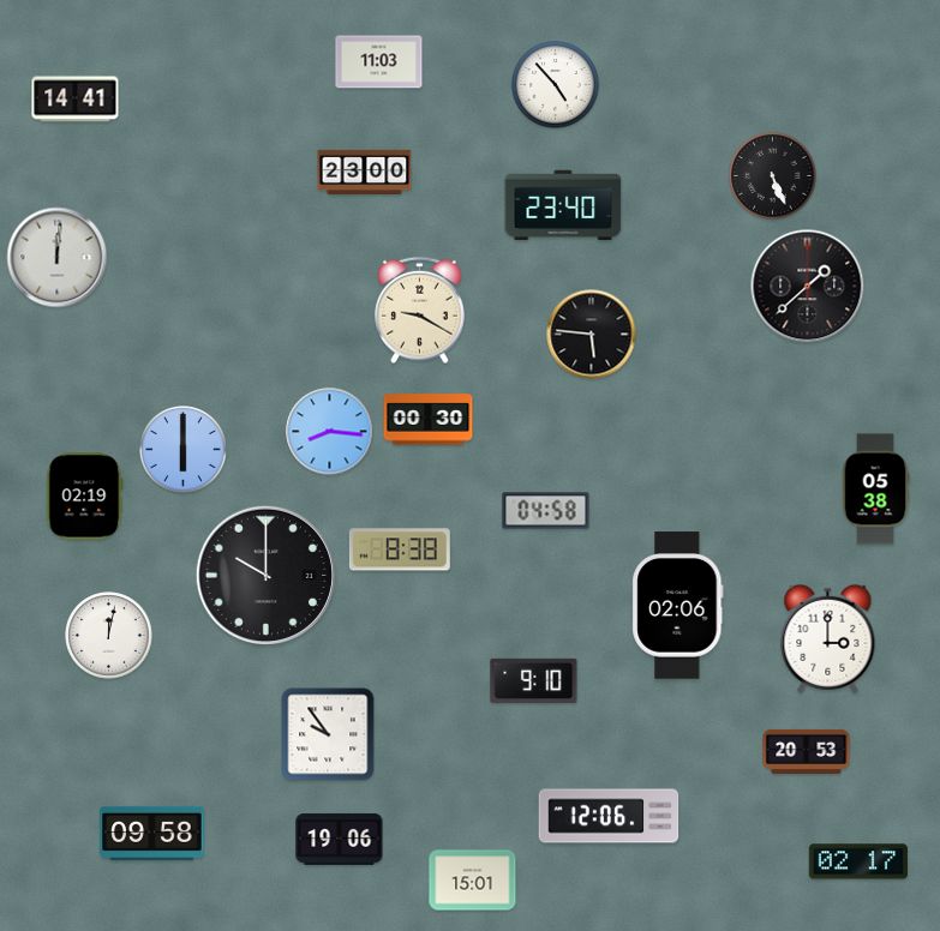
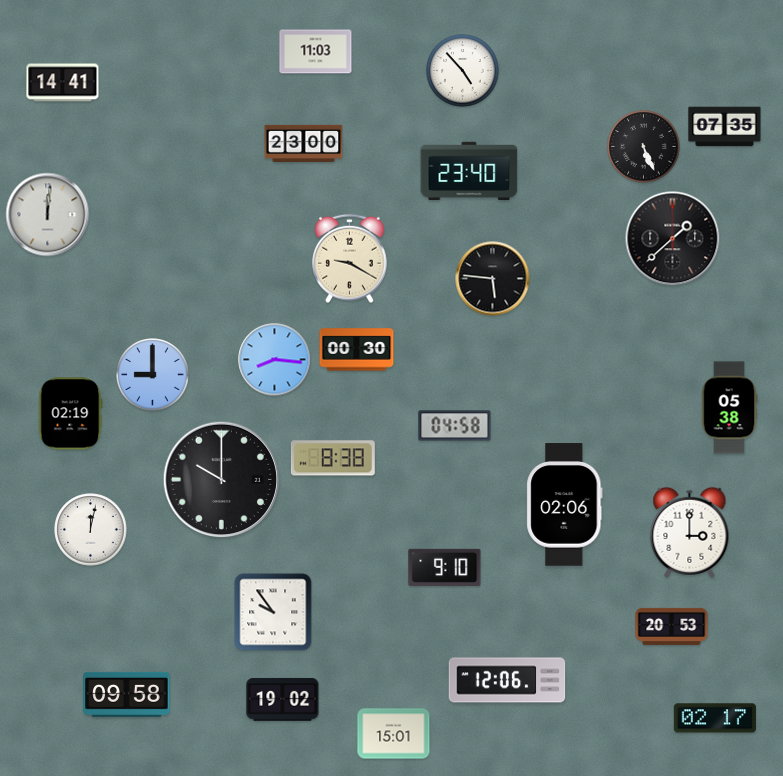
clock at (725, 127): none -> 07:35
clock at (184, 450): 6:00 -> 9:00
clock at (340, 839): 19:06 -> 19:02
